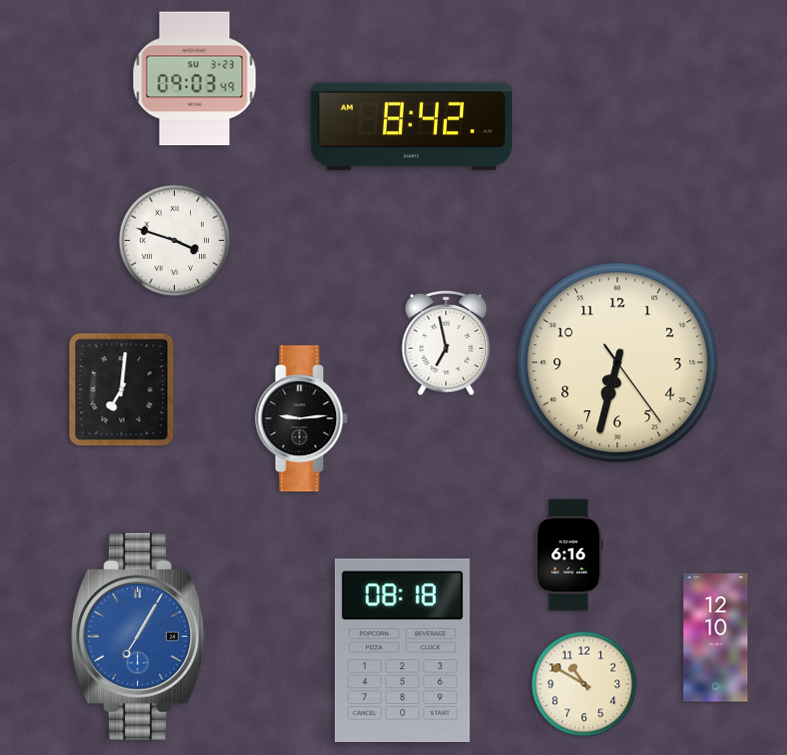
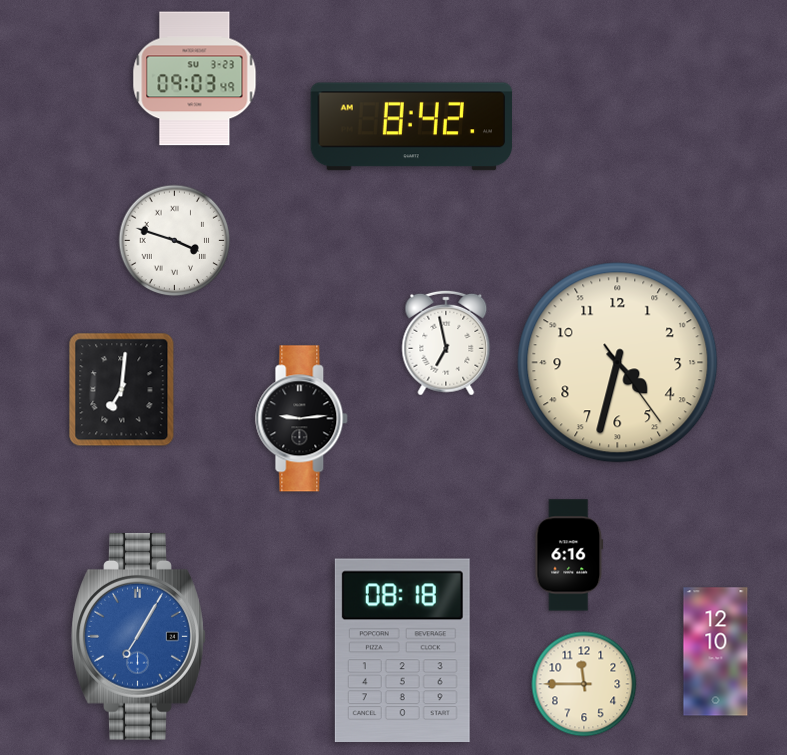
clock at (618, 363): 6:32 -> 4:32
clock at (716, 638) position: (716, 638) -> (716, 652)
clock at (584, 684): 10:50 -> 11:45
